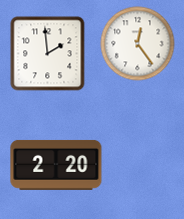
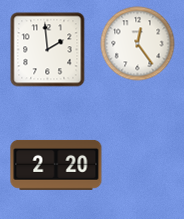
clock at (48, 54) position: (48, 54) -> (48, 50)
